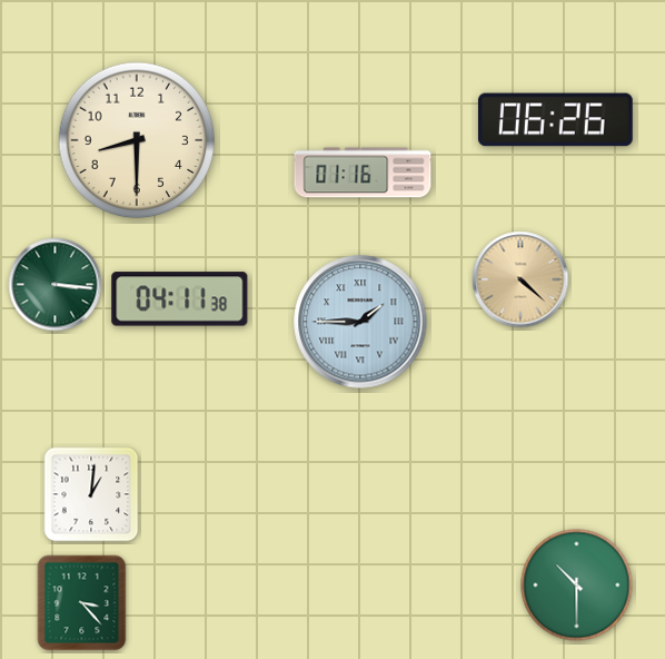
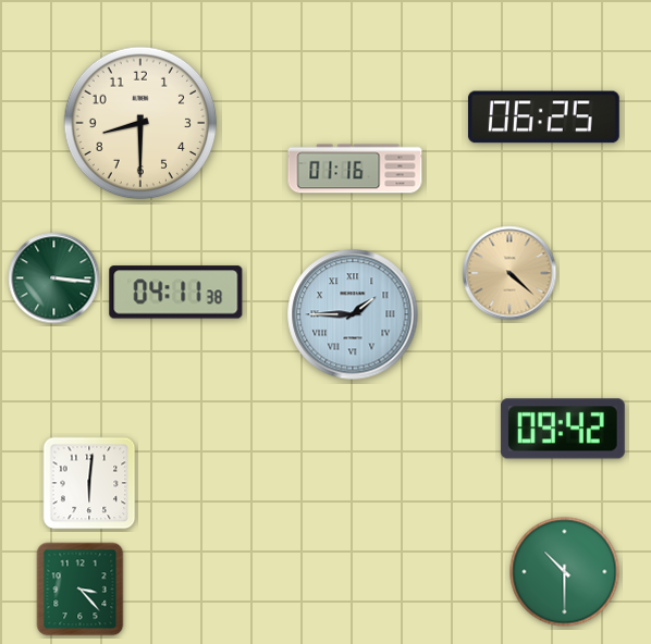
clock at (555, 120): 06:26 -> 06:25
clock at (137, 140) position: (137, 140) -> (140, 123)
clock at (563, 429): none -> 09:42
clock at (91, 494): 1:01 -> 6:01
